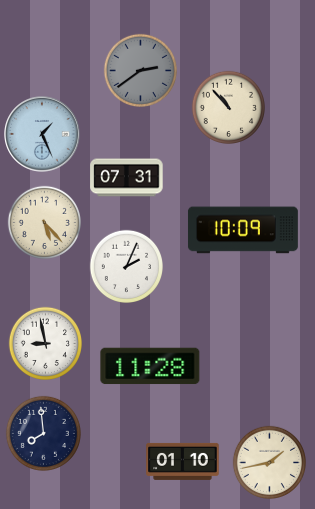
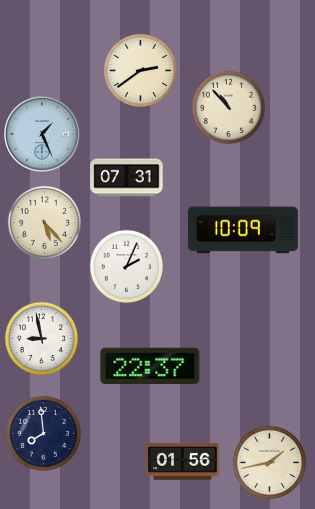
clock at (140, 70) dial: grey -> cream
clock at (45, 343) position: (45, 343) -> (41, 338)
clock at (150, 366): 11:28 -> 22:37
clock at (183, 461): 01:10 -> 01:56
